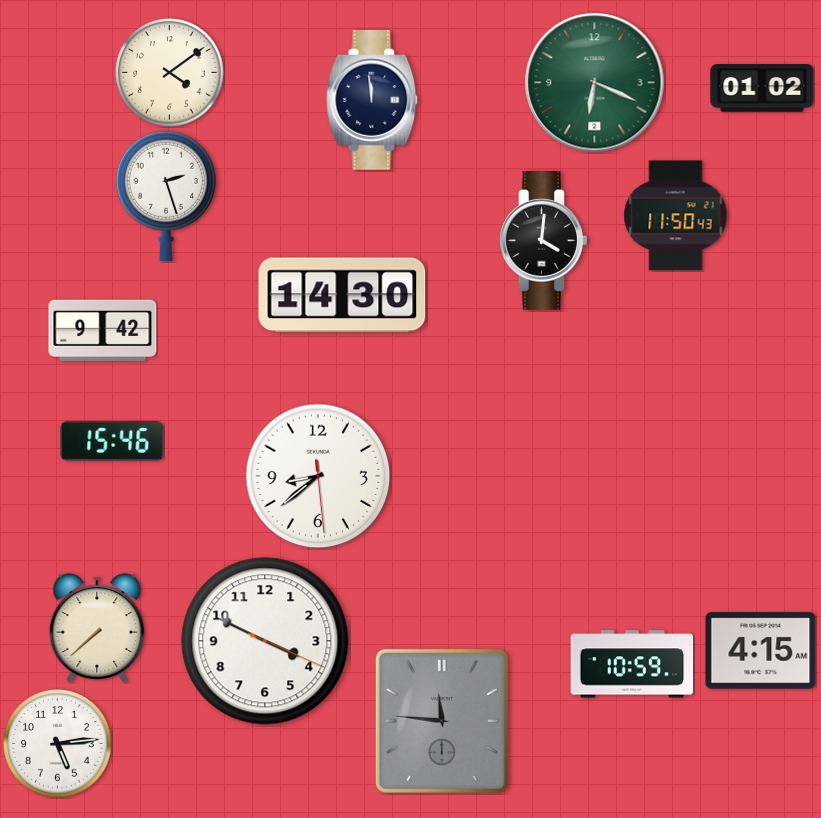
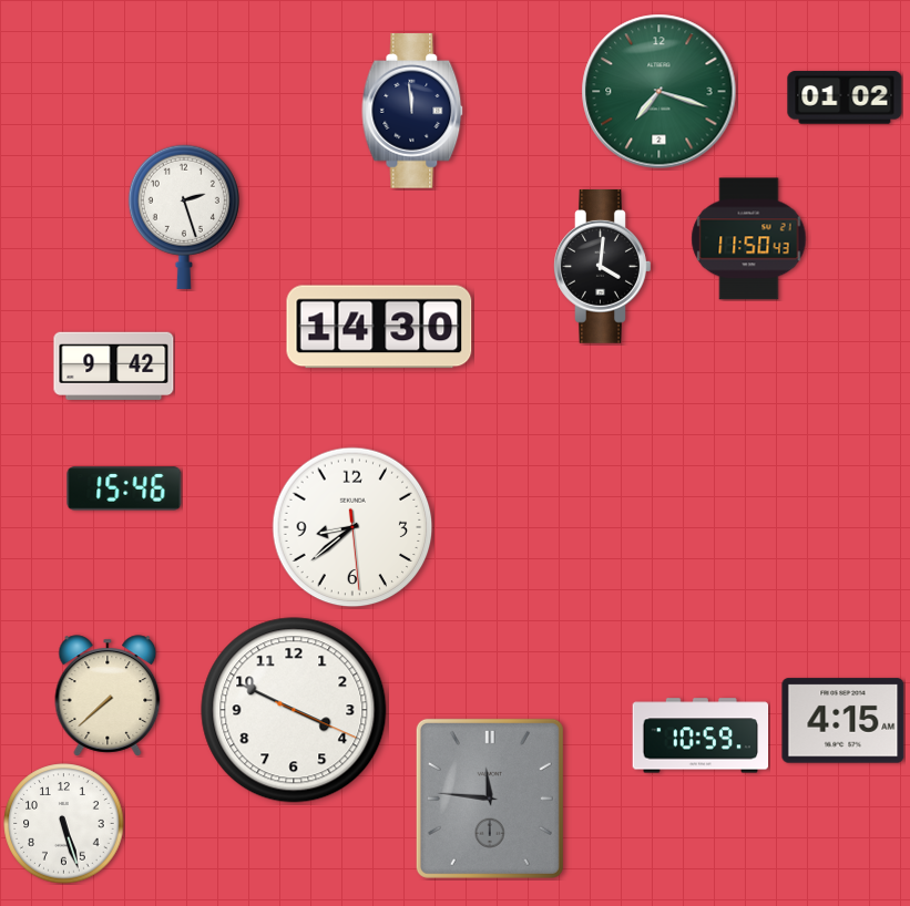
clock at (170, 73): 4:09 -> none
clock at (595, 83): 6:19 -> 7:18
clock at (58, 744): 5:14 -> 5:27
